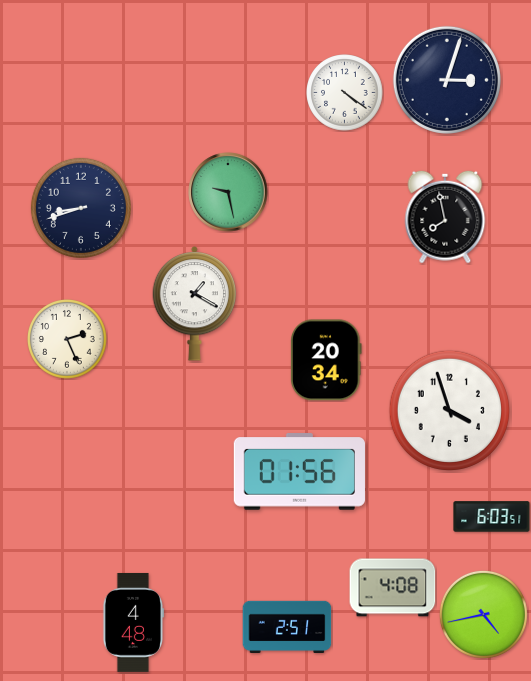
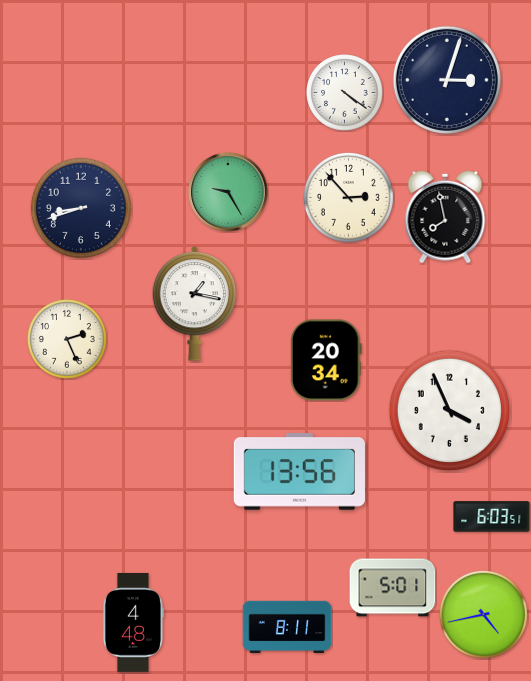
clock at (228, 192): 9:28 -> 9:25
clock at (348, 197): none -> 2:53
clock at (195, 304): 1:20 -> 1:17
clock at (449, 410): 3:57 -> 3:56
clock at (299, 472): 01:56 -> 13:56
clock at (393, 588): 4:08 -> 5:01
clock at (287, 626): 2:51 -> 8:11
